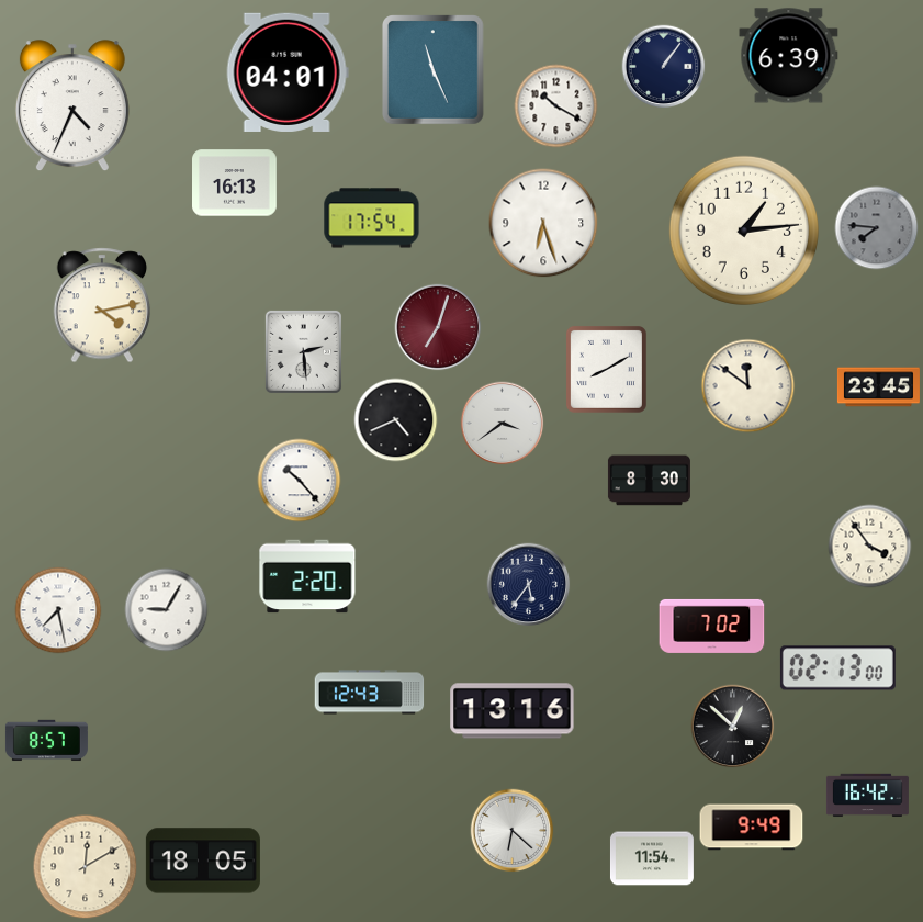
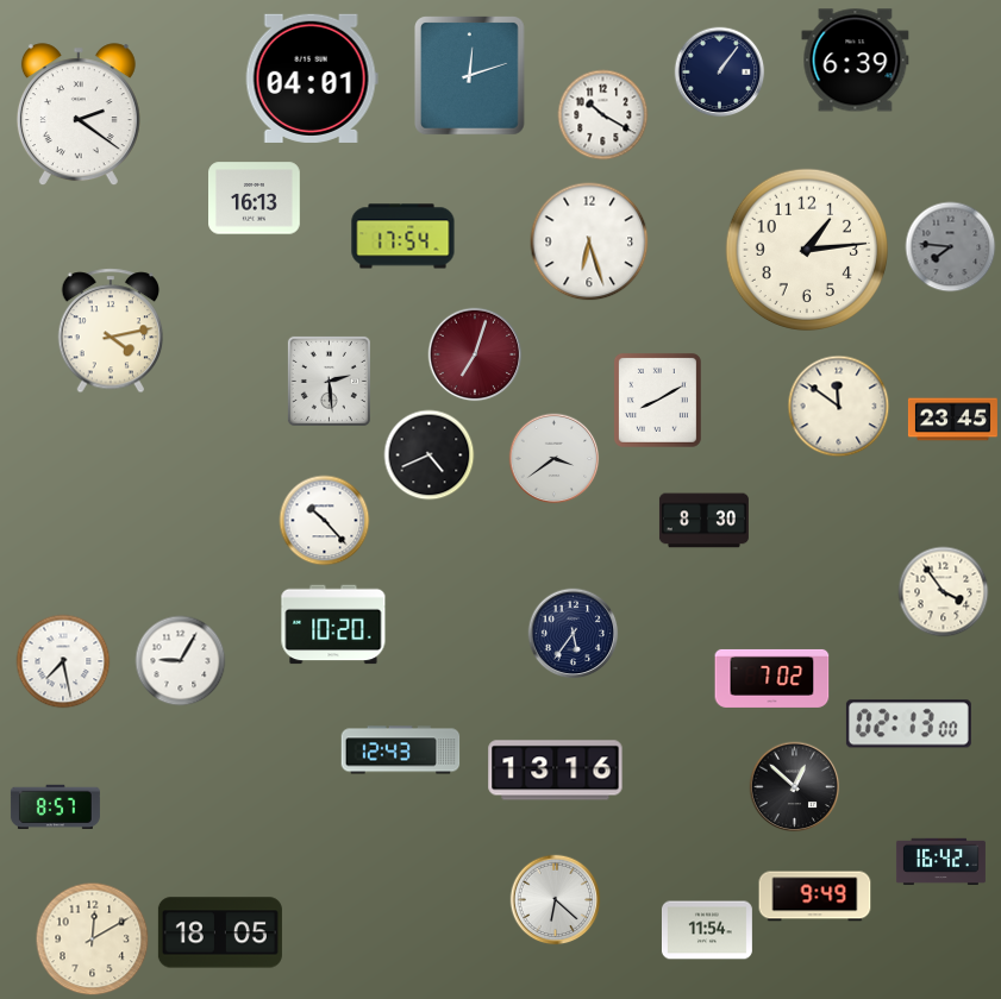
clock at (434, 70): 11:26 -> 12:12
clock at (72, 106): 4:34 -> 2:21
clock at (748, 386) position: (748, 386) -> (839, 407)
clock at (503, 424) position: (503, 424) -> (555, 459)
clock at (307, 576): 2:20 -> 10:20
clock at (46, 741) position: (46, 741) -> (55, 808)
